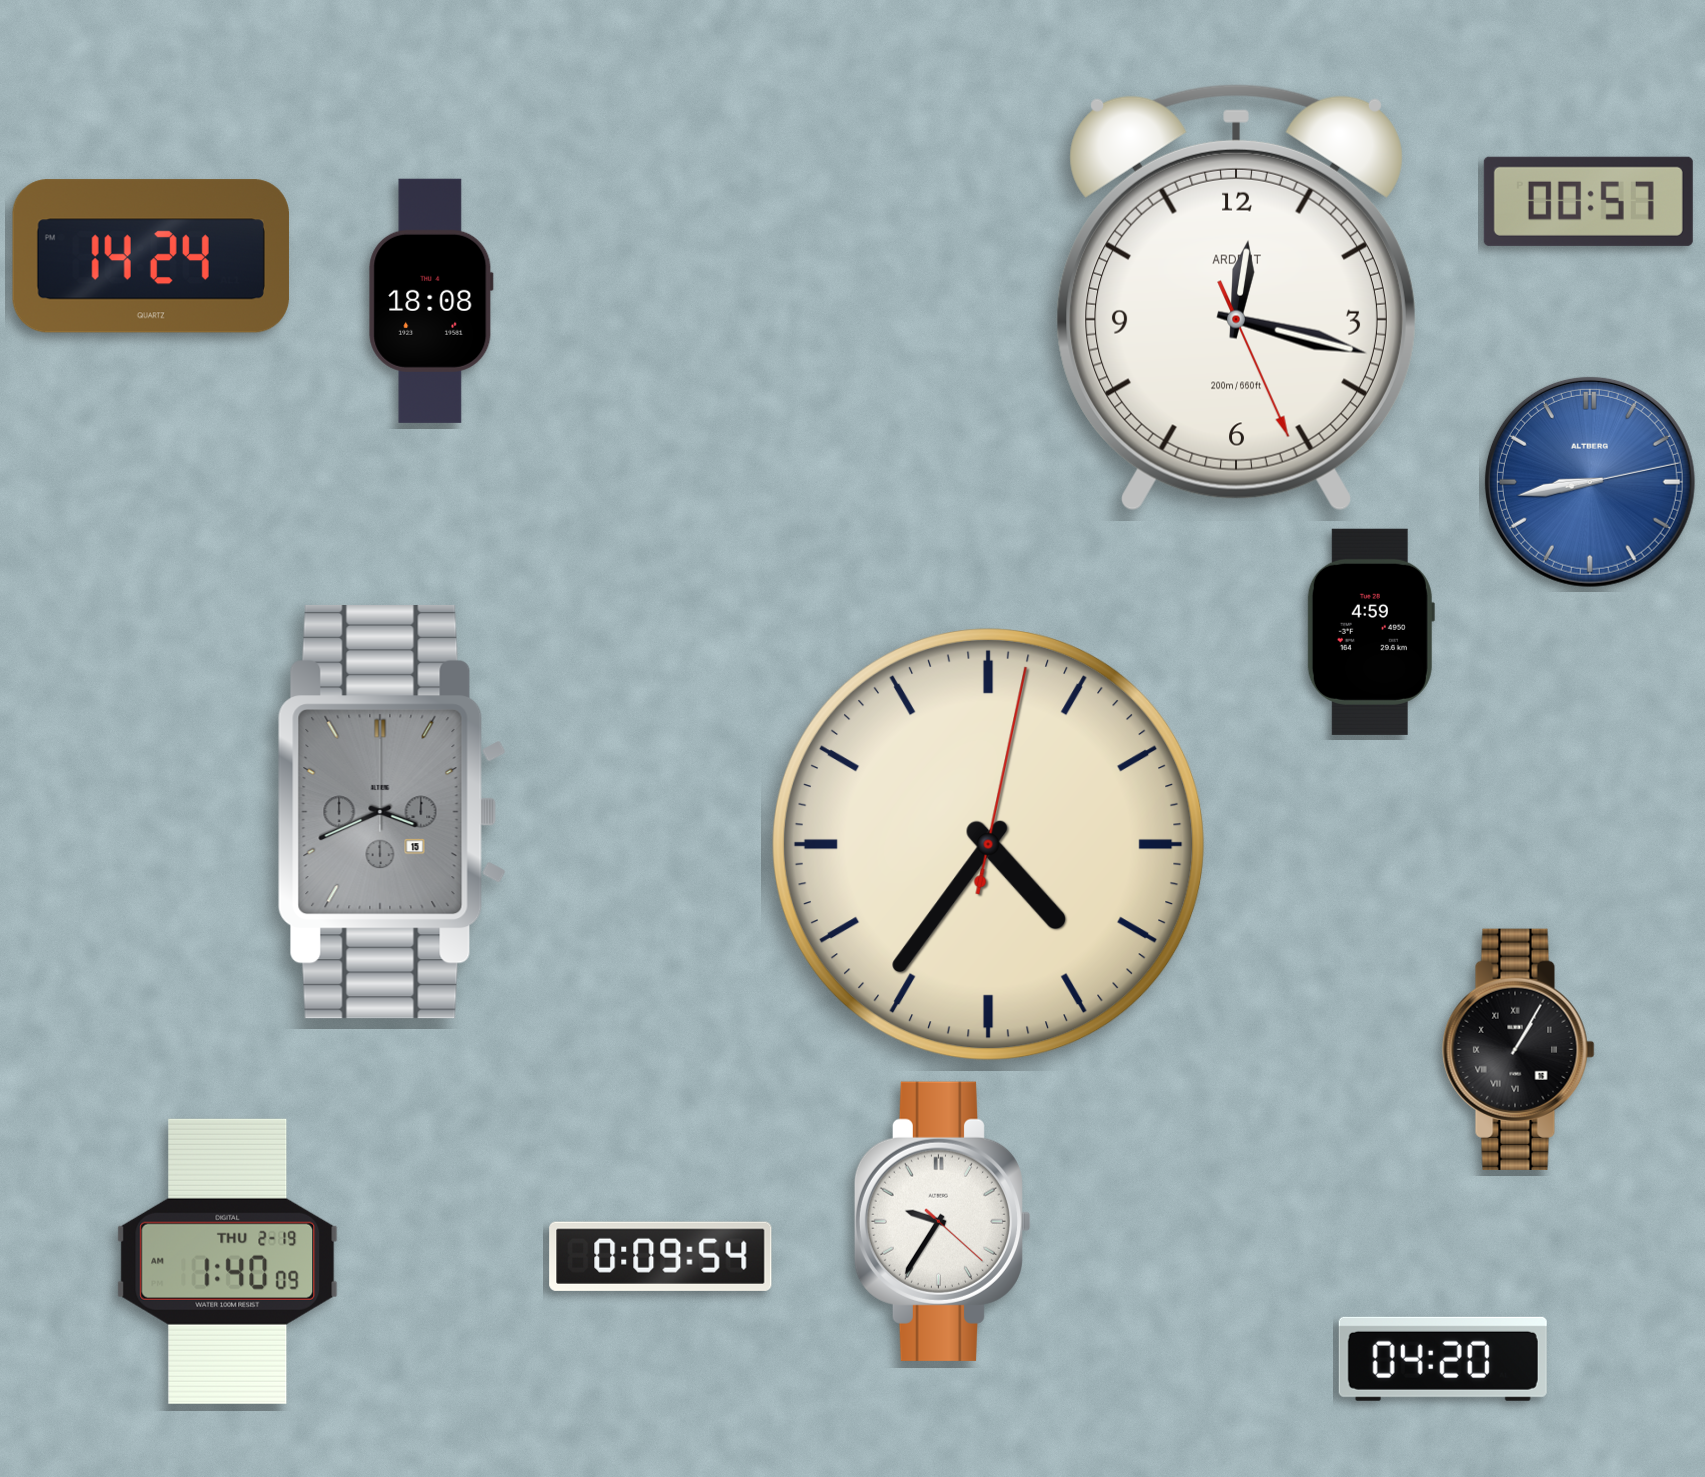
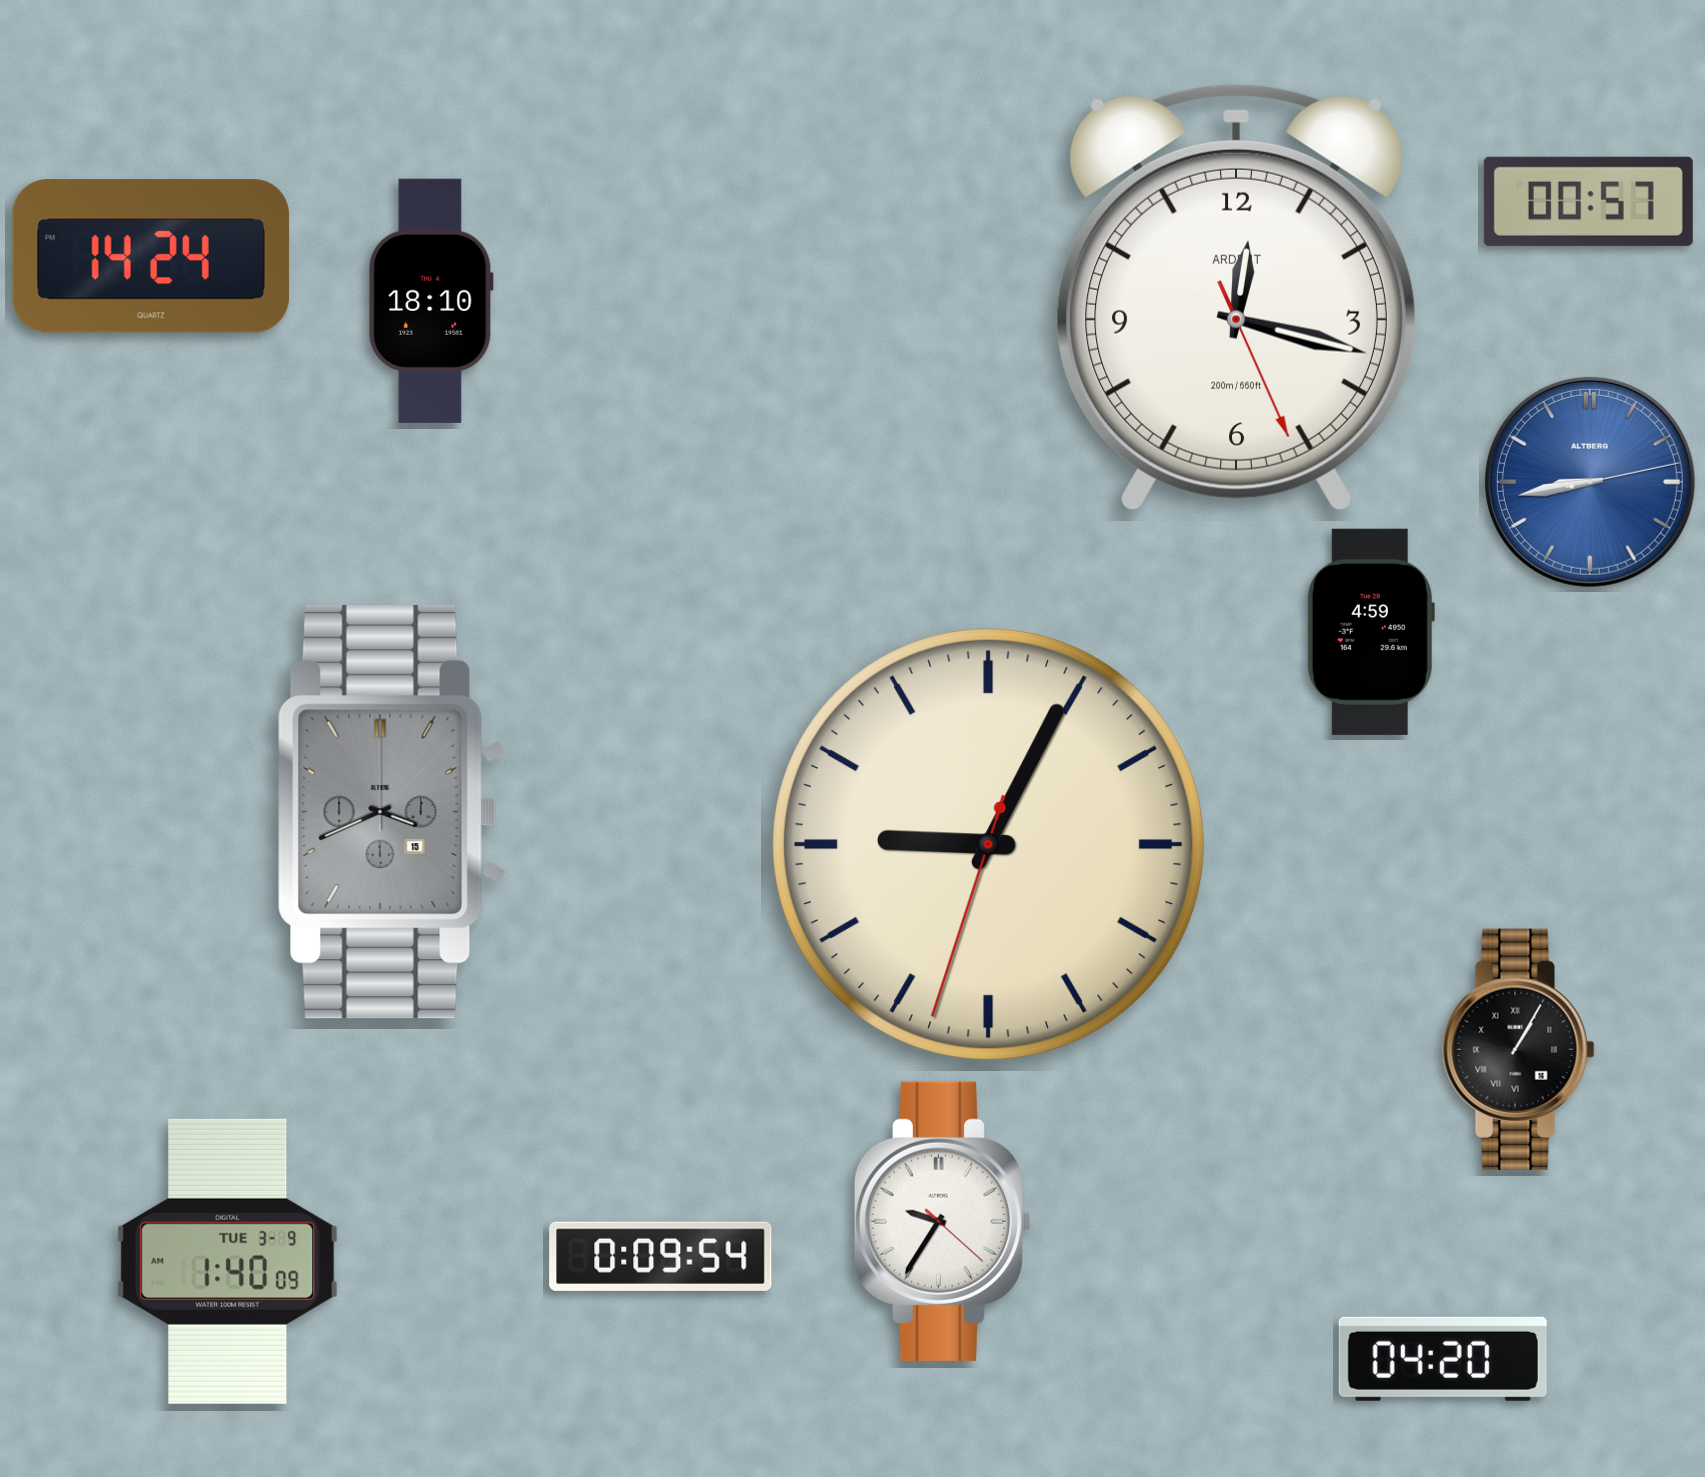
clock at (431, 301): 18:08 -> 18:10
clock at (989, 845): 4:36 -> 9:04
clock at (228, 1261) date: THU 2-19 -> TUE 3-9
